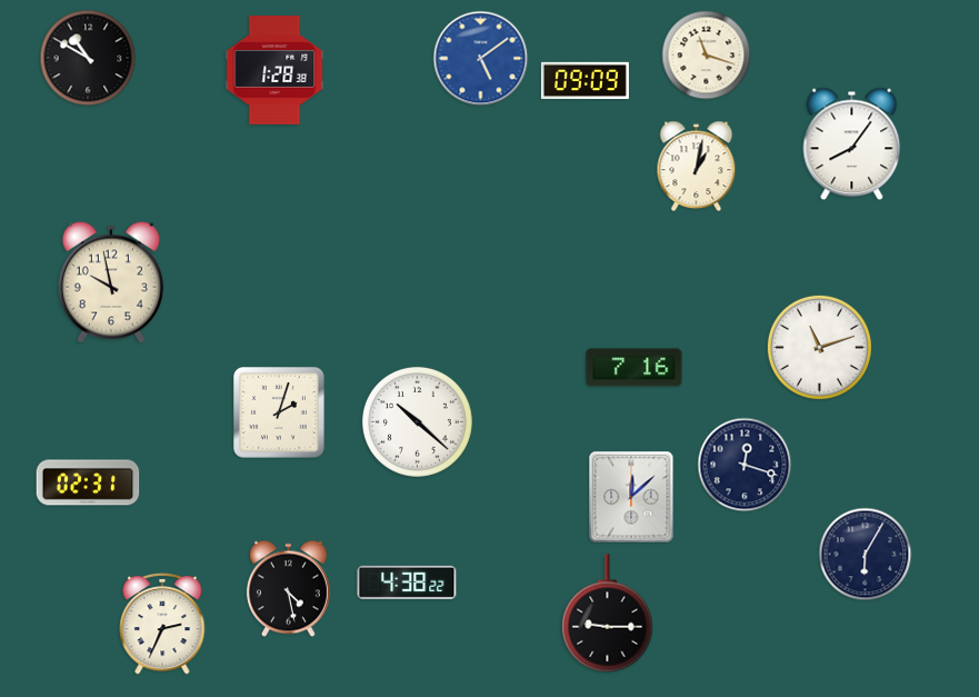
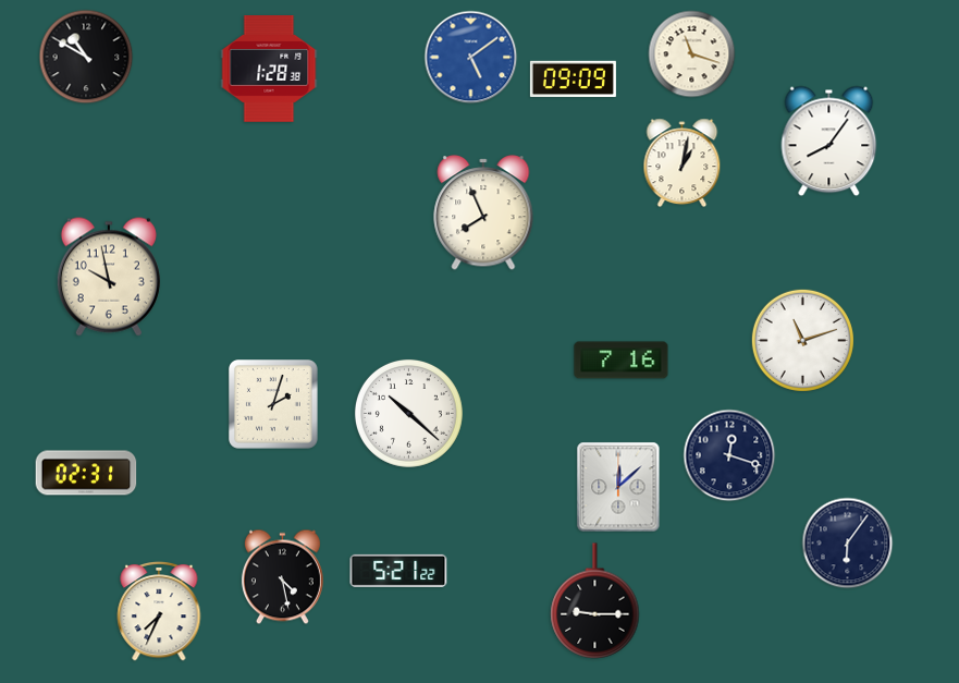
clock at (852, 145) position: (852, 145) -> (829, 142)
clock at (483, 212): none -> 7:56
clock at (866, 555): 6:05 -> 6:06
clock at (407, 583): 4:38 -> 5:21
clock at (162, 624): 2:34 -> 7:34
